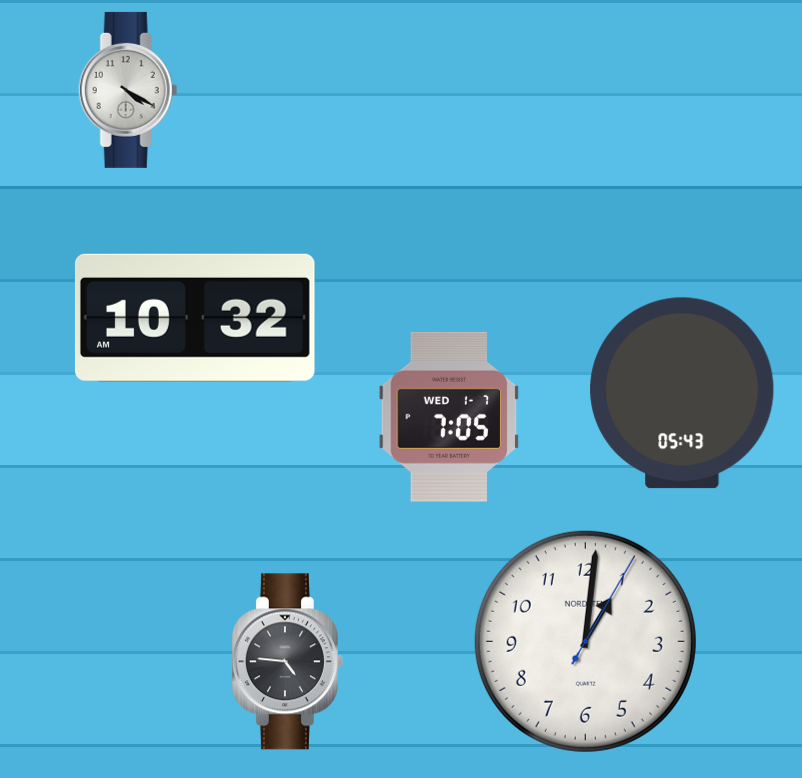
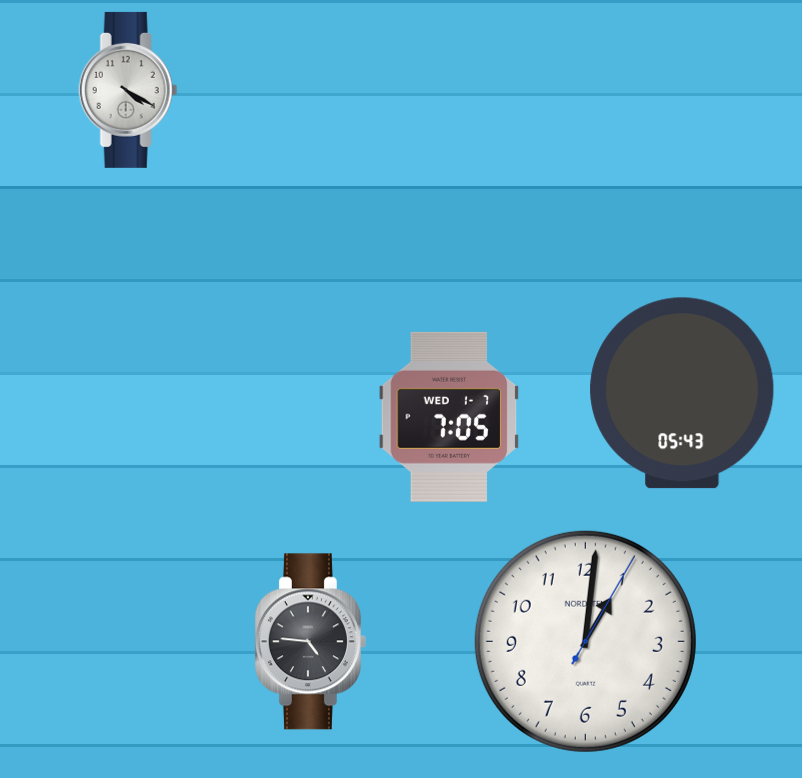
clock at (195, 318): 10:32 -> none
clock at (287, 662) position: (287, 662) -> (310, 642)
